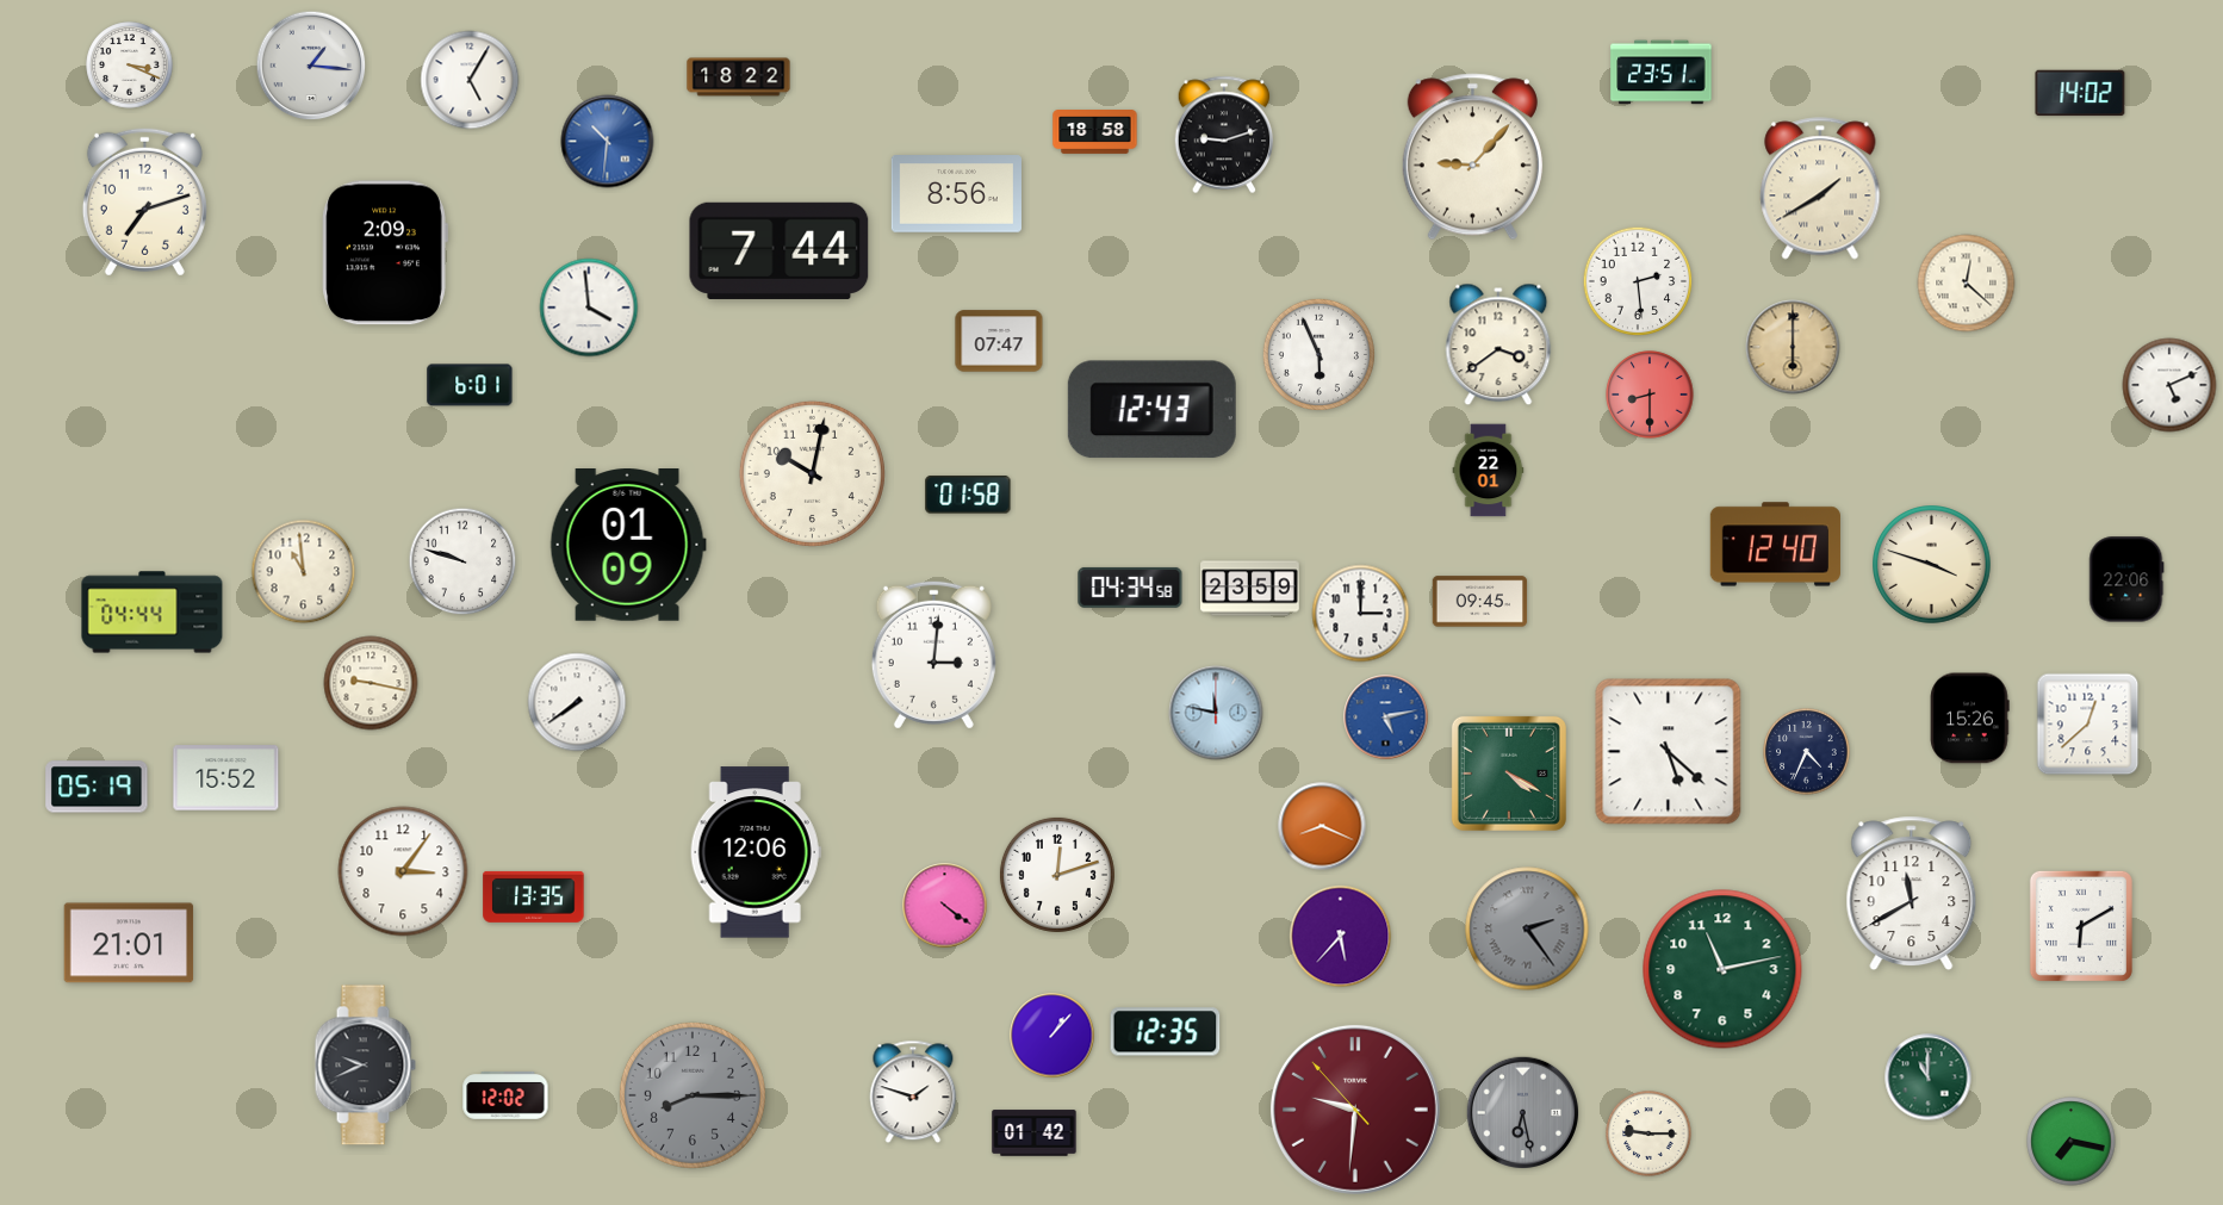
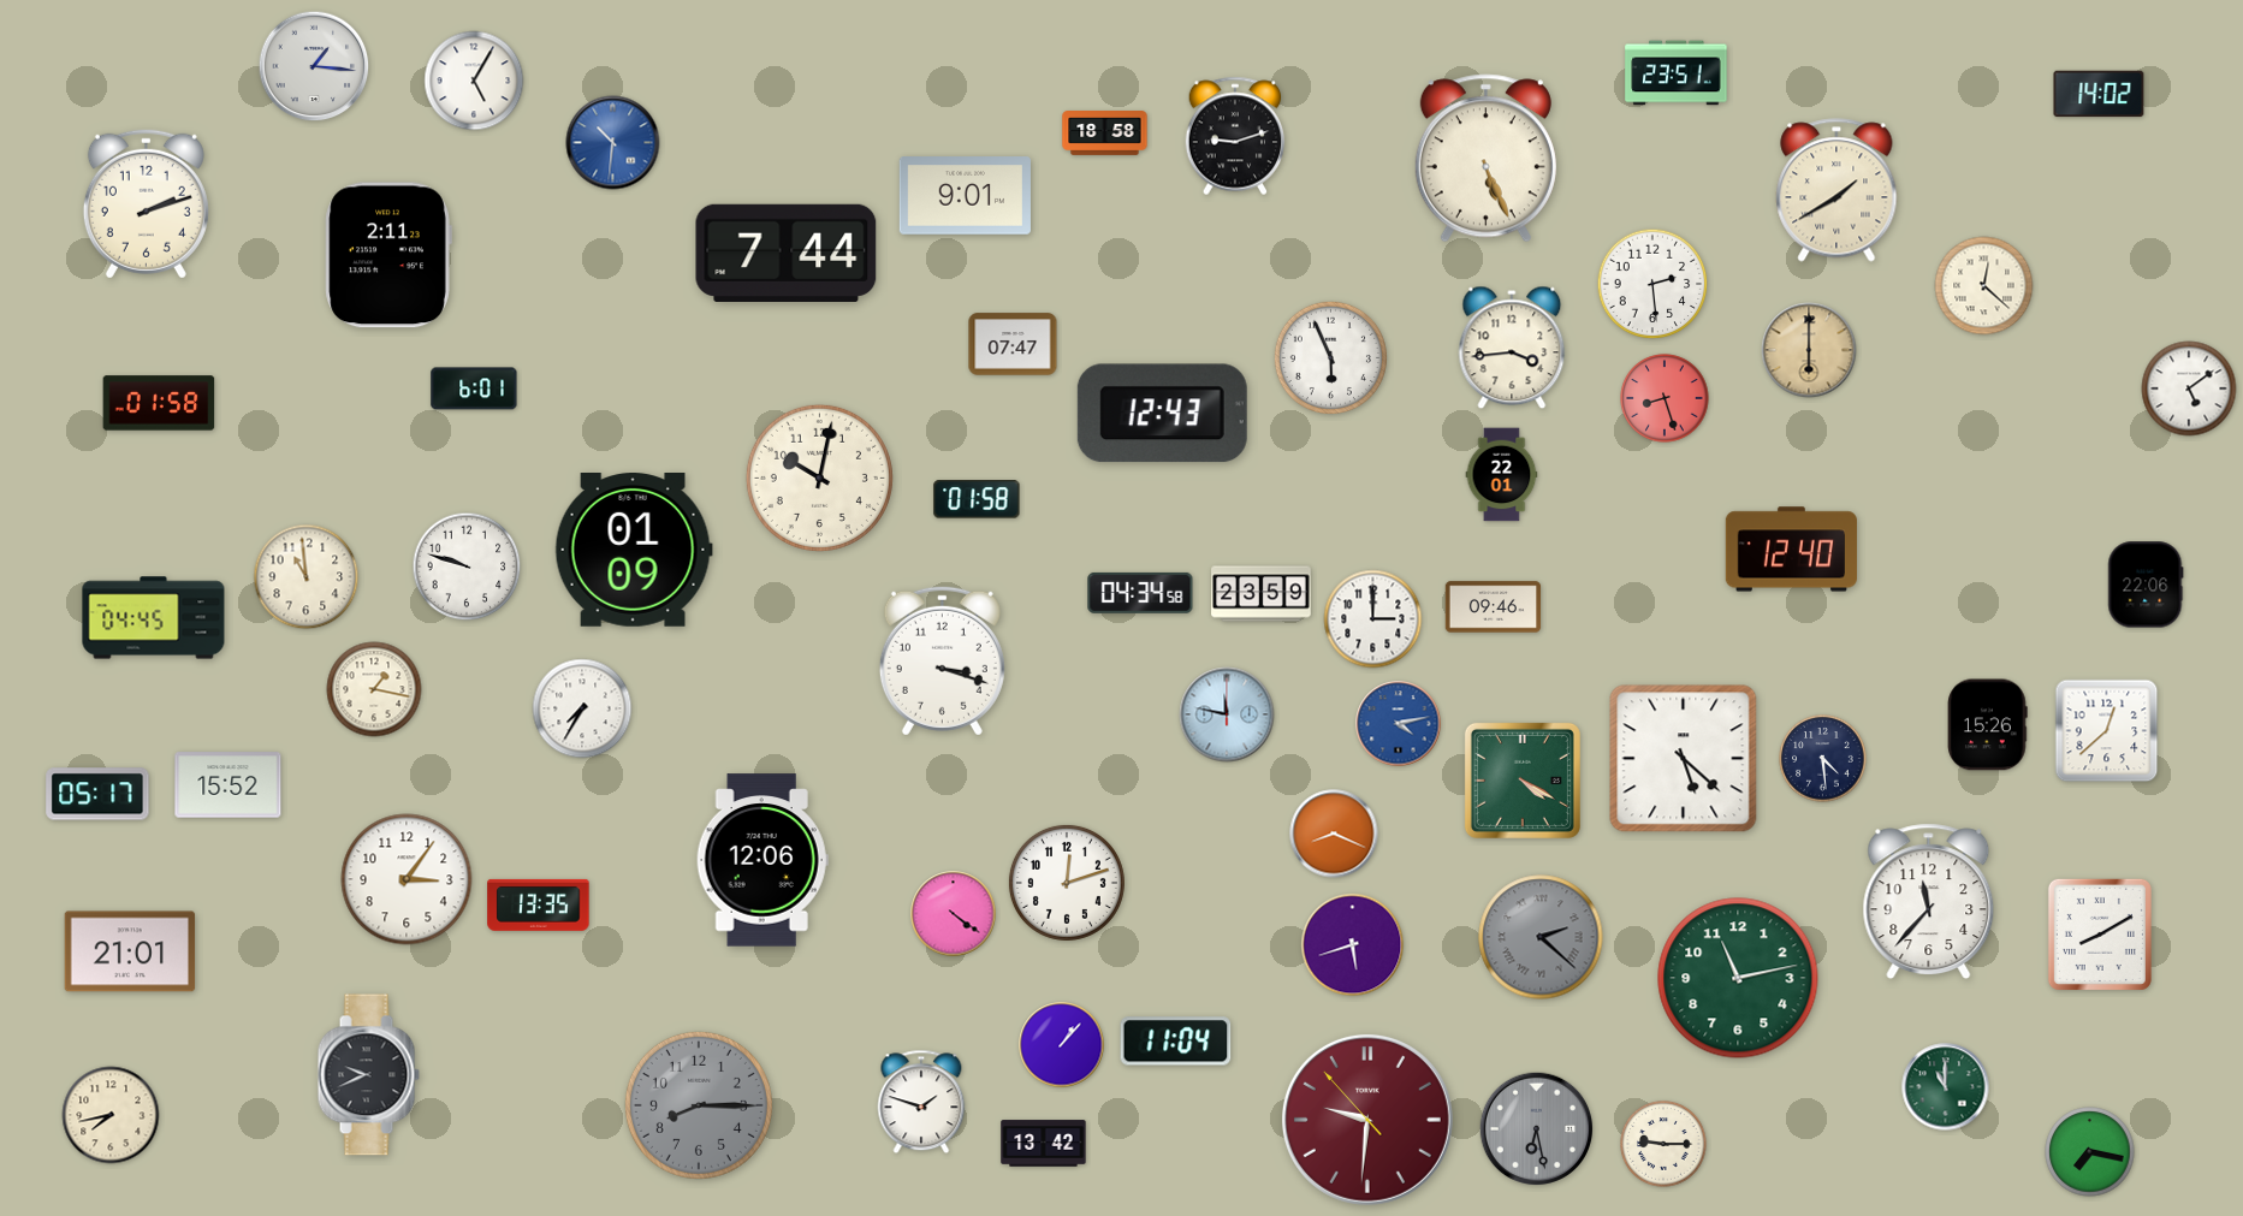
clock at (130, 66): 3:19 -> none
clock at (739, 77): 18:22 -> none
clock at (1472, 157): 9:07 -> 5:26
clock at (956, 194): 8:56 -> 9:01
clock at (144, 201): 7:12 -> 2:12
clock at (385, 253): 2:09 -> 2:11
clock at (589, 308): 3:59 -> none
clock at (999, 341) position: (999, 341) -> (1013, 344)
clock at (1498, 344): 3:39 -> 3:44
clock at (2169, 385): 5:11 -> 5:09
clock at (1650, 395): 8:30 -> 8:27
clock at (159, 403): none -> 01:58
clock at (1932, 565): 3:48 -> none
clock at (1480, 602): 09:45 -> 09:46
clock at (153, 613): 04:44 -> 04:45
clock at (933, 654): 3:01 -> 3:18
clock at (371, 683): 9:17 -> 1:17
clock at (577, 702): 7:39 -> 7:35
clock at (1216, 713) position: (1216, 713) -> (1227, 714)
clock at (1386, 718): 5:13 -> 4:13
clock at (1807, 752): 4:34 -> 4:29
clock at (97, 787): 05:19 -> 05:17
clock at (1912, 894): 11:40 -> 11:37
clock at (2081, 926): 6:10 -> 8:10
clock at (1527, 928): 2:24 -> 2:22
clock at (1341, 937): 5:37 -> 5:42
clock at (1166, 1032): 12:35 -> 11:04
clock at (505, 1095): 12:02 -> none
clock at (111, 1115): none -> 7:43
clock at (1523, 1113) position: (1523, 1113) -> (1537, 1129)
clock at (1035, 1133): 01:42 -> 13:42
